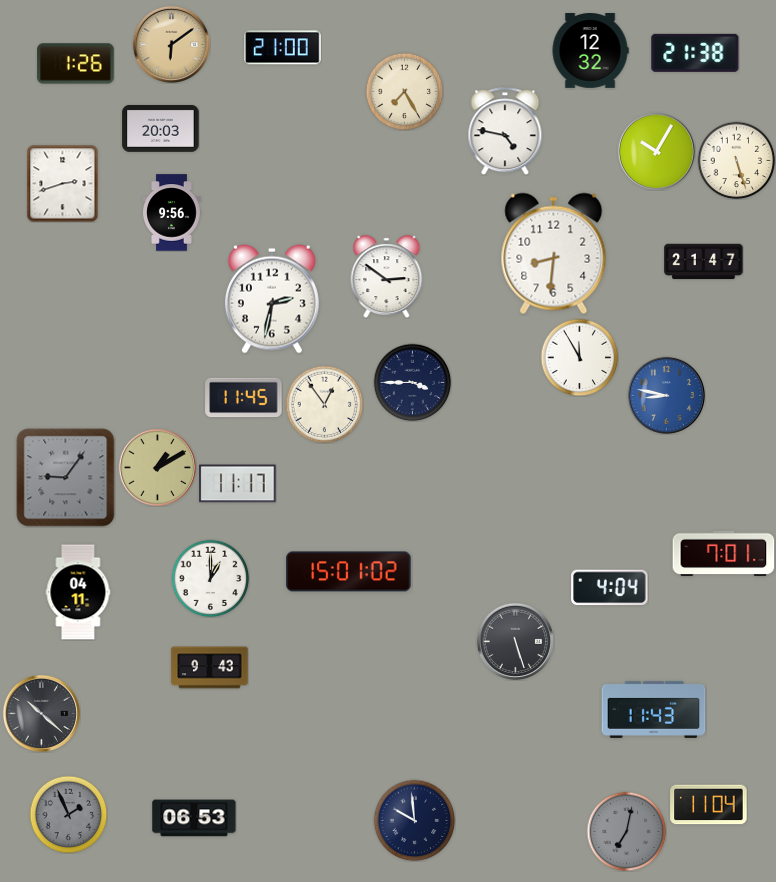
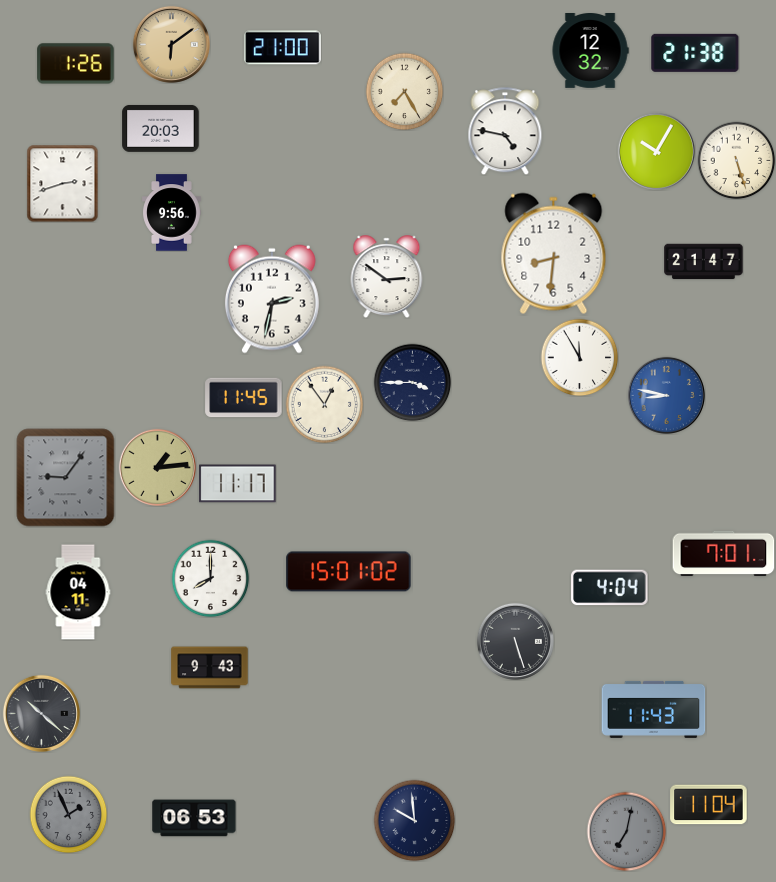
clock at (157, 467): 1:10 -> 1:14
clock at (210, 578): 1:00 -> 8:00
